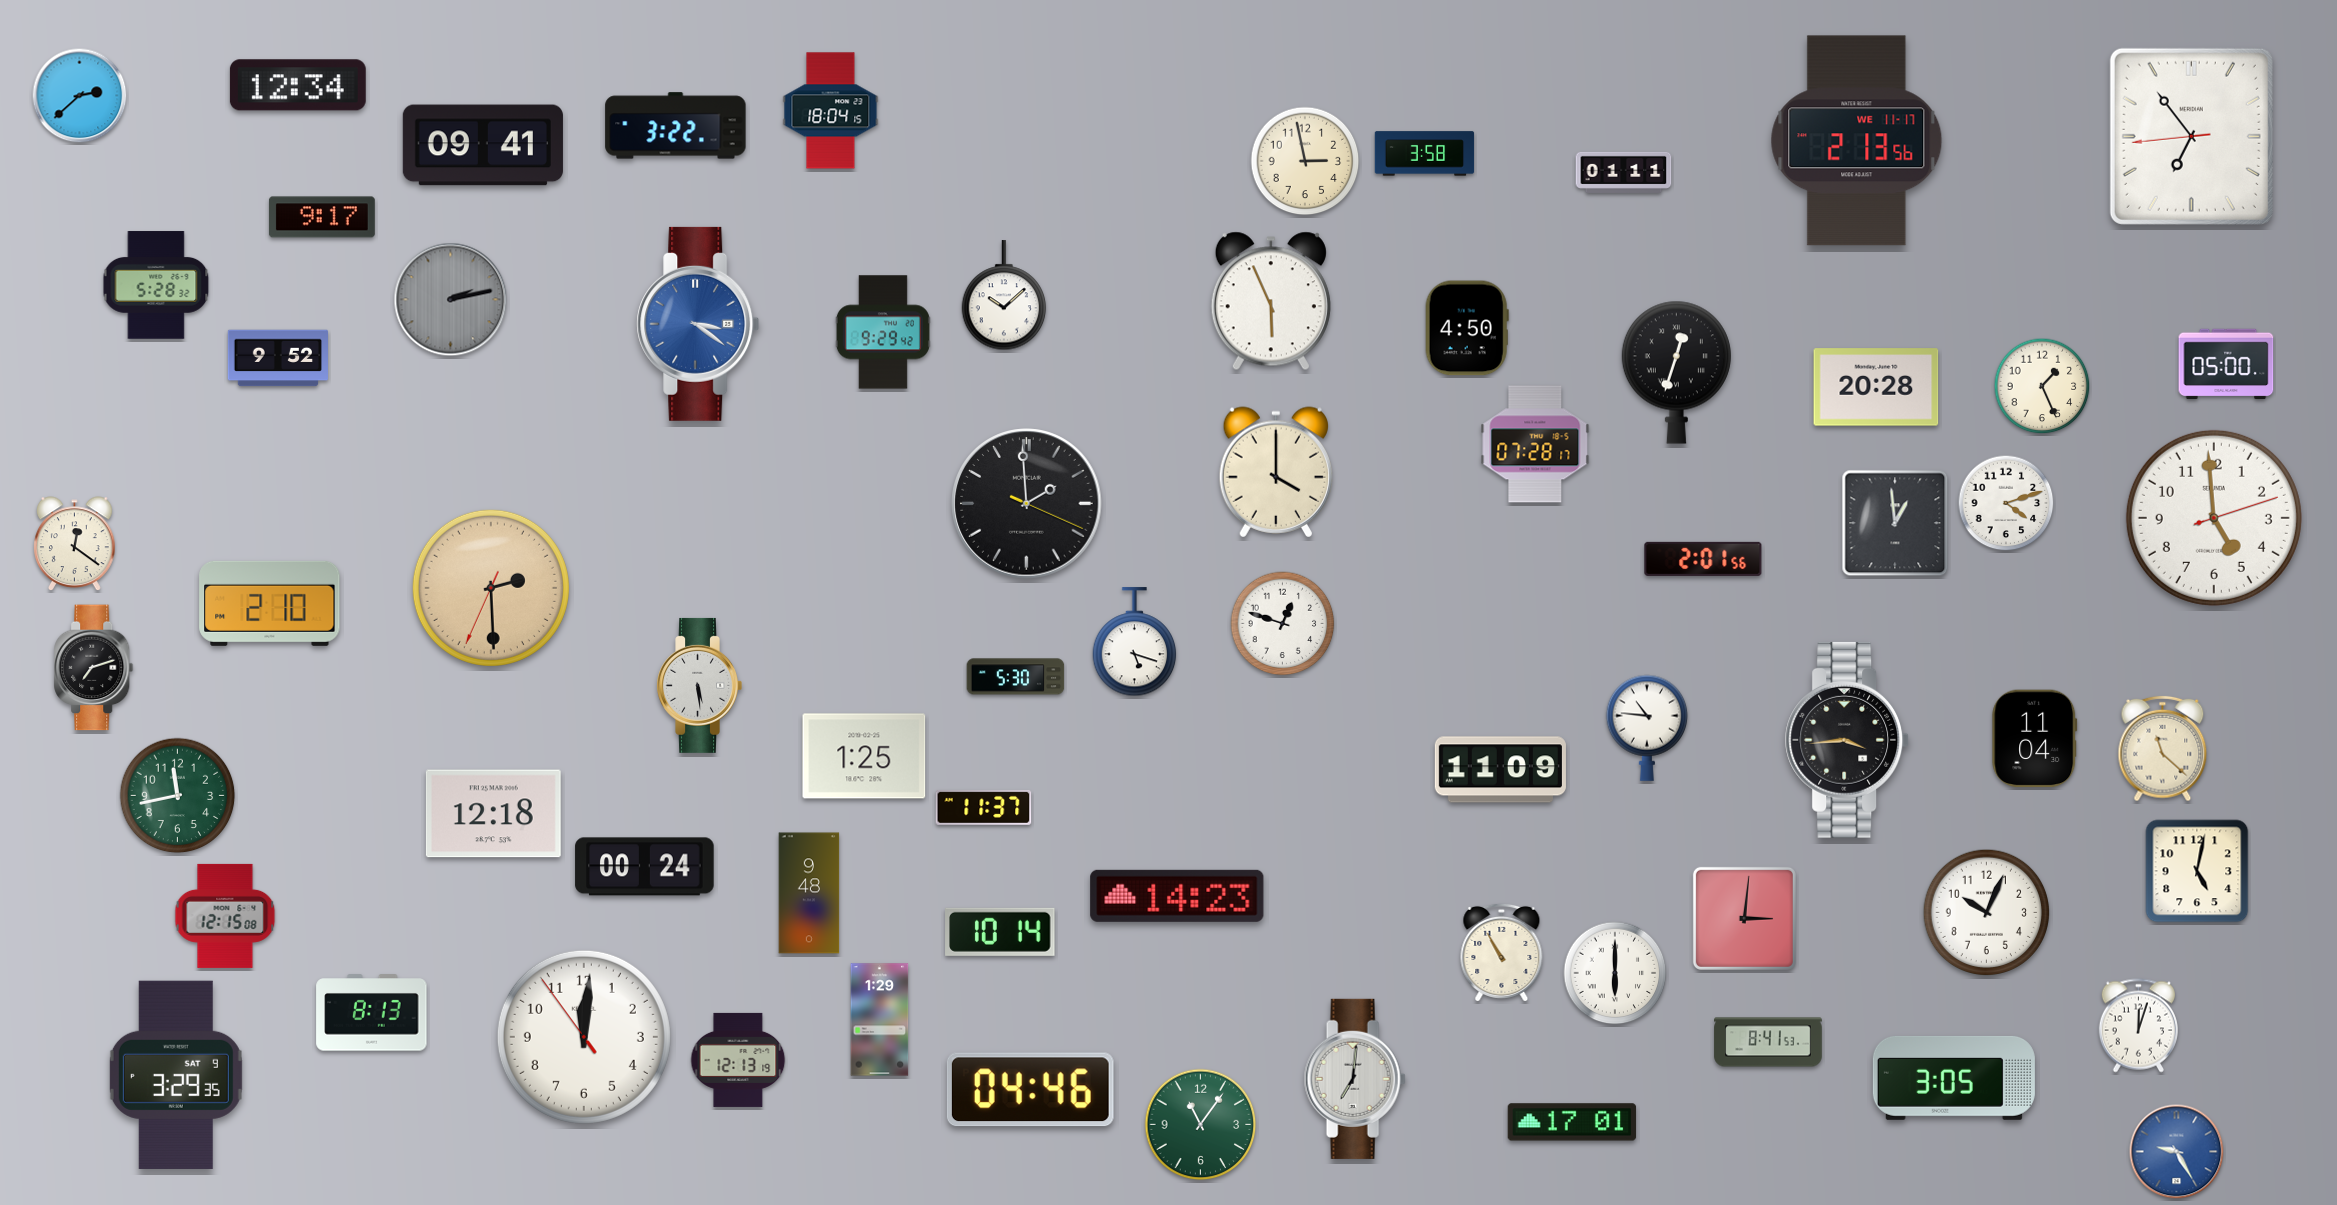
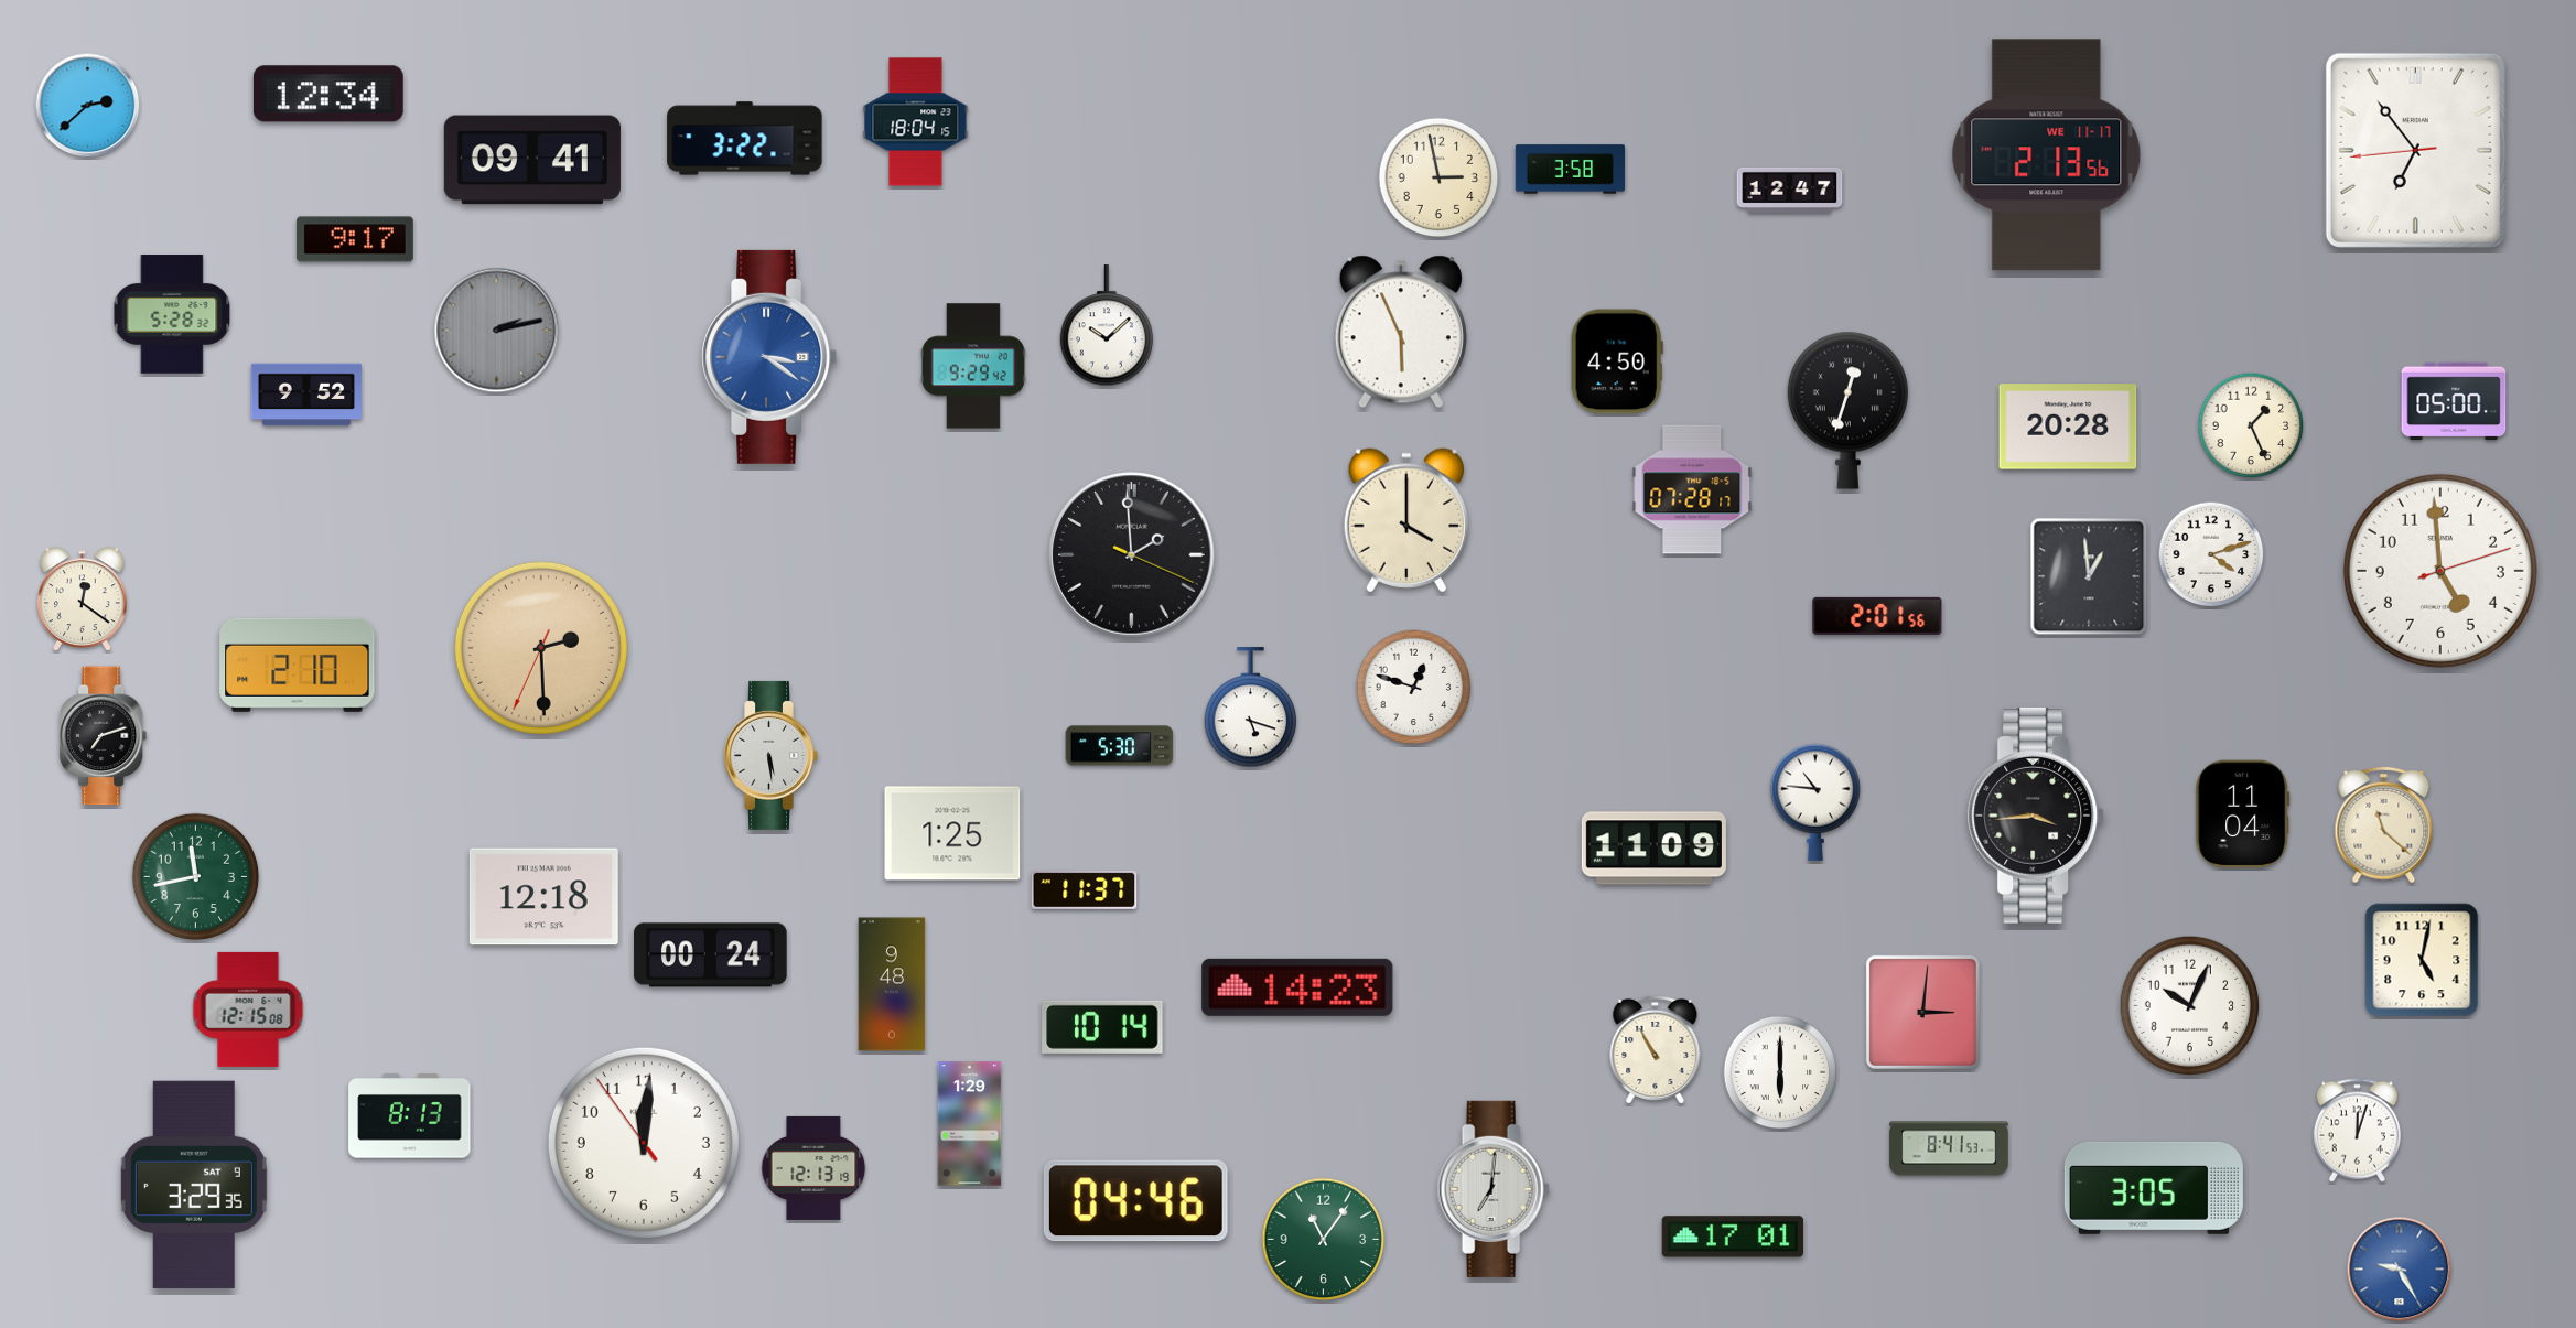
clock at (1624, 172): 01:11 -> 12:47
